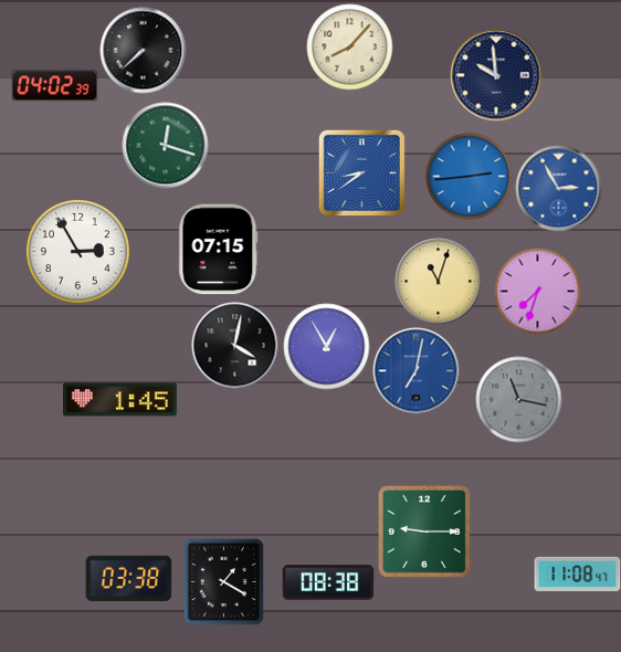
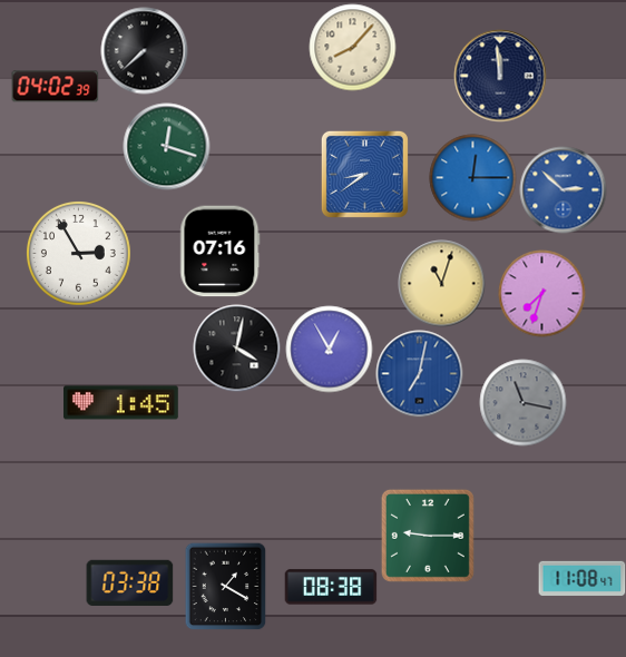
clock at (496, 75): 9:59 -> 11:59
clock at (469, 176): 2:44 -> 12:15
clock at (558, 188): 2:55 -> 2:52
clock at (219, 249): 07:15 -> 07:16
